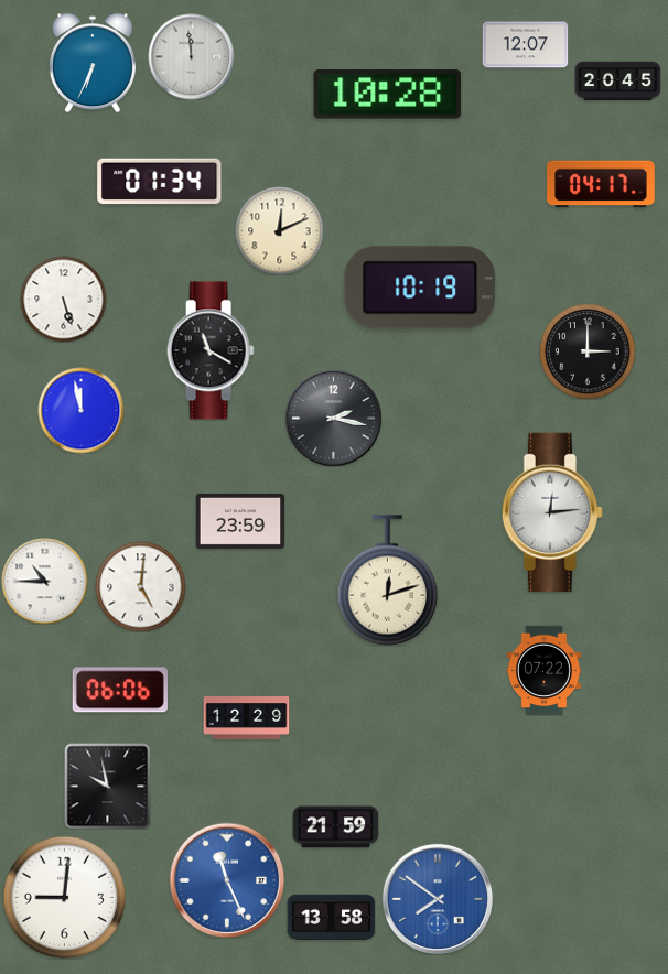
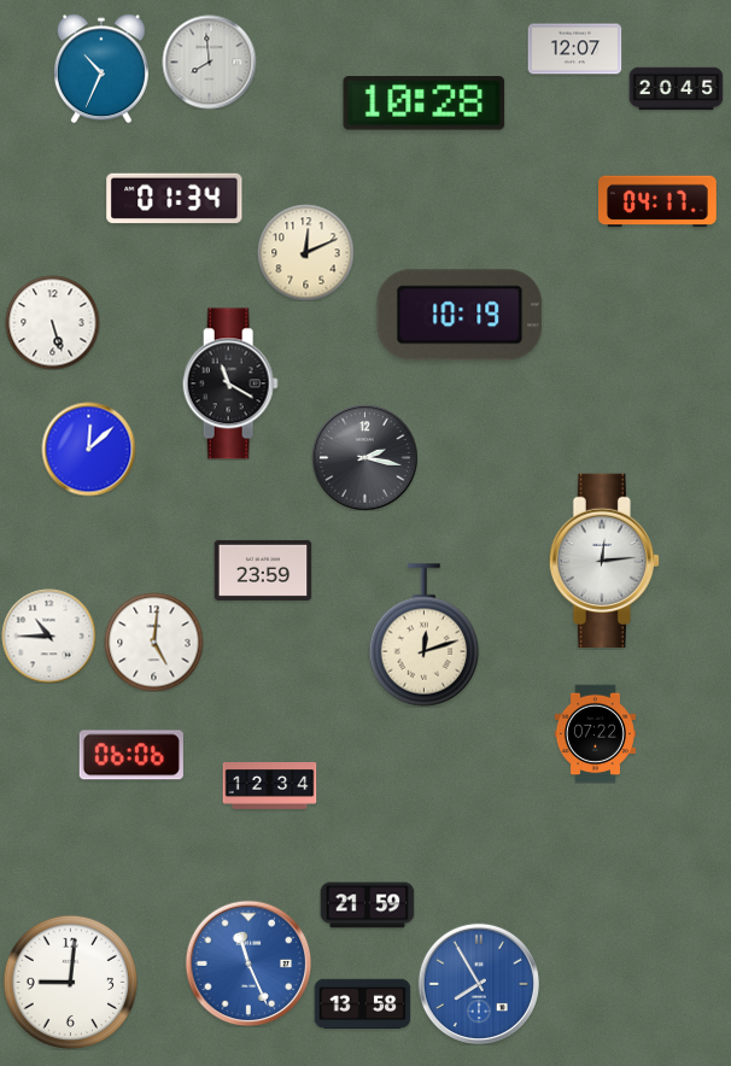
clock at (191, 56): 11:59 -> 7:59
clock at (93, 63): 6:34 -> 10:34
clock at (63, 299) position: (63, 299) -> (52, 322)
clock at (588, 351): 3:00 -> none
clock at (80, 410): 11:58 -> 12:08
clock at (246, 718): 12:29 -> 12:34
clock at (107, 786): 9:58 -> none
clock at (438, 899): 7:51 -> 7:55
